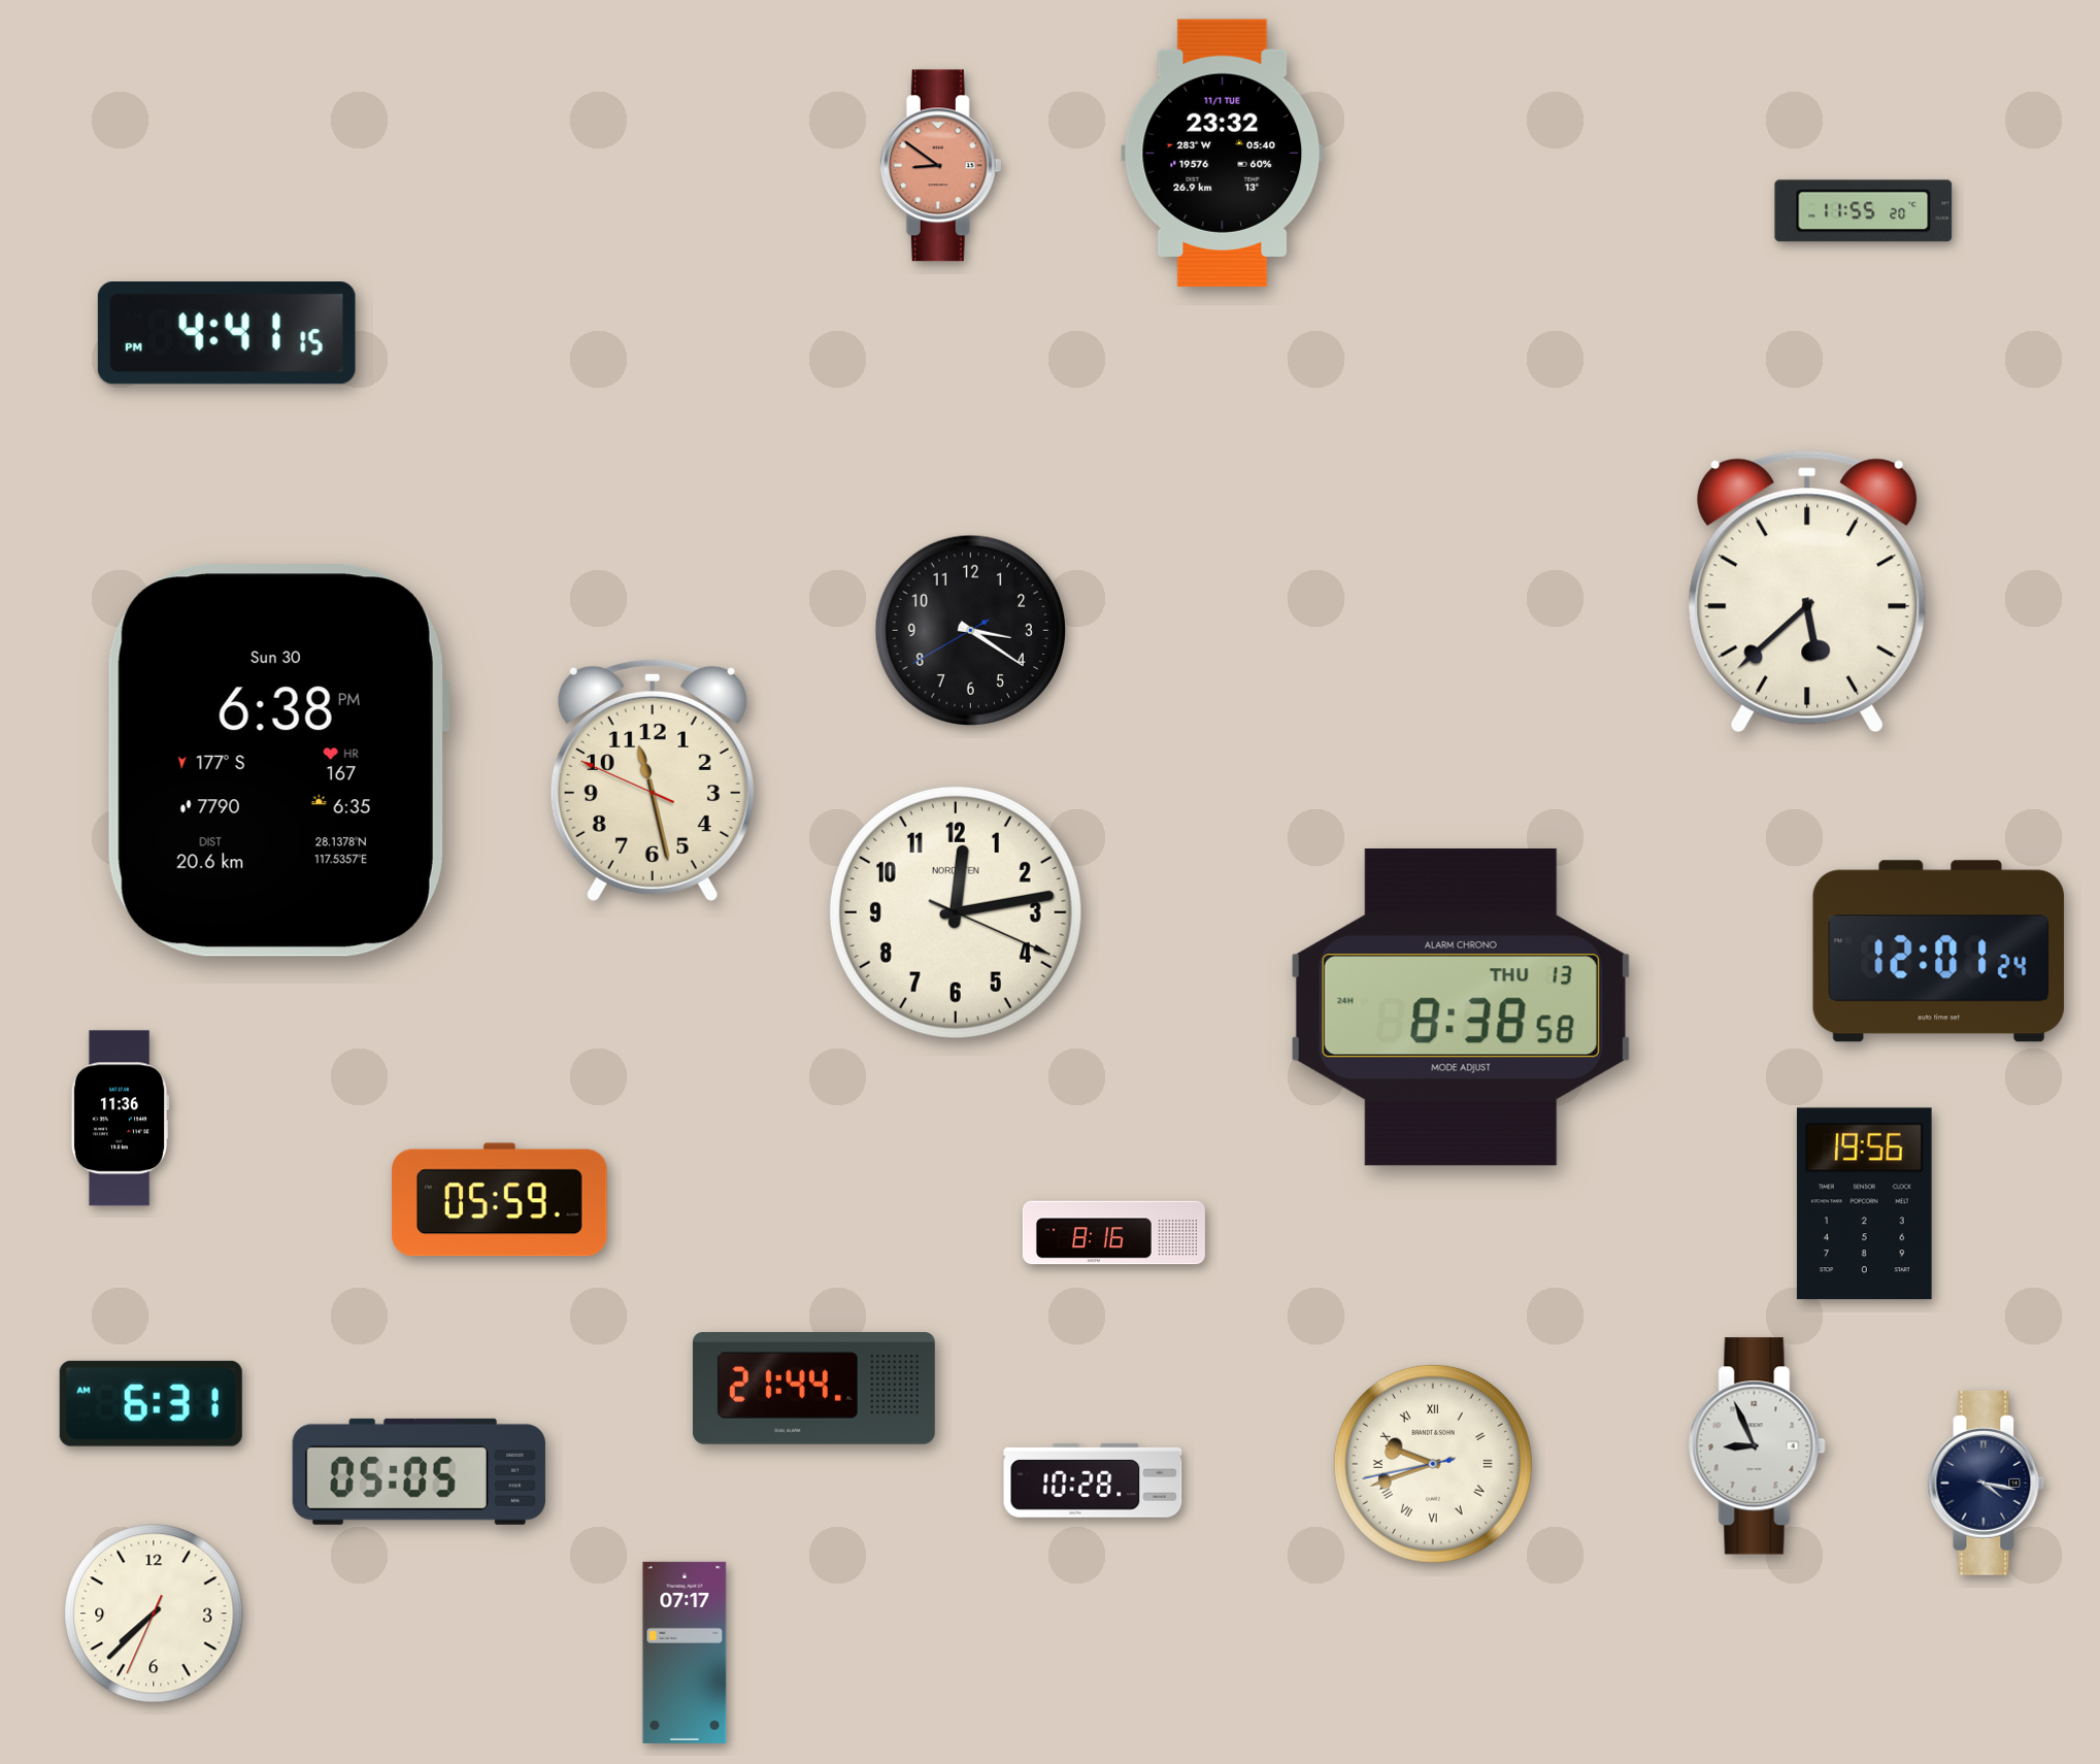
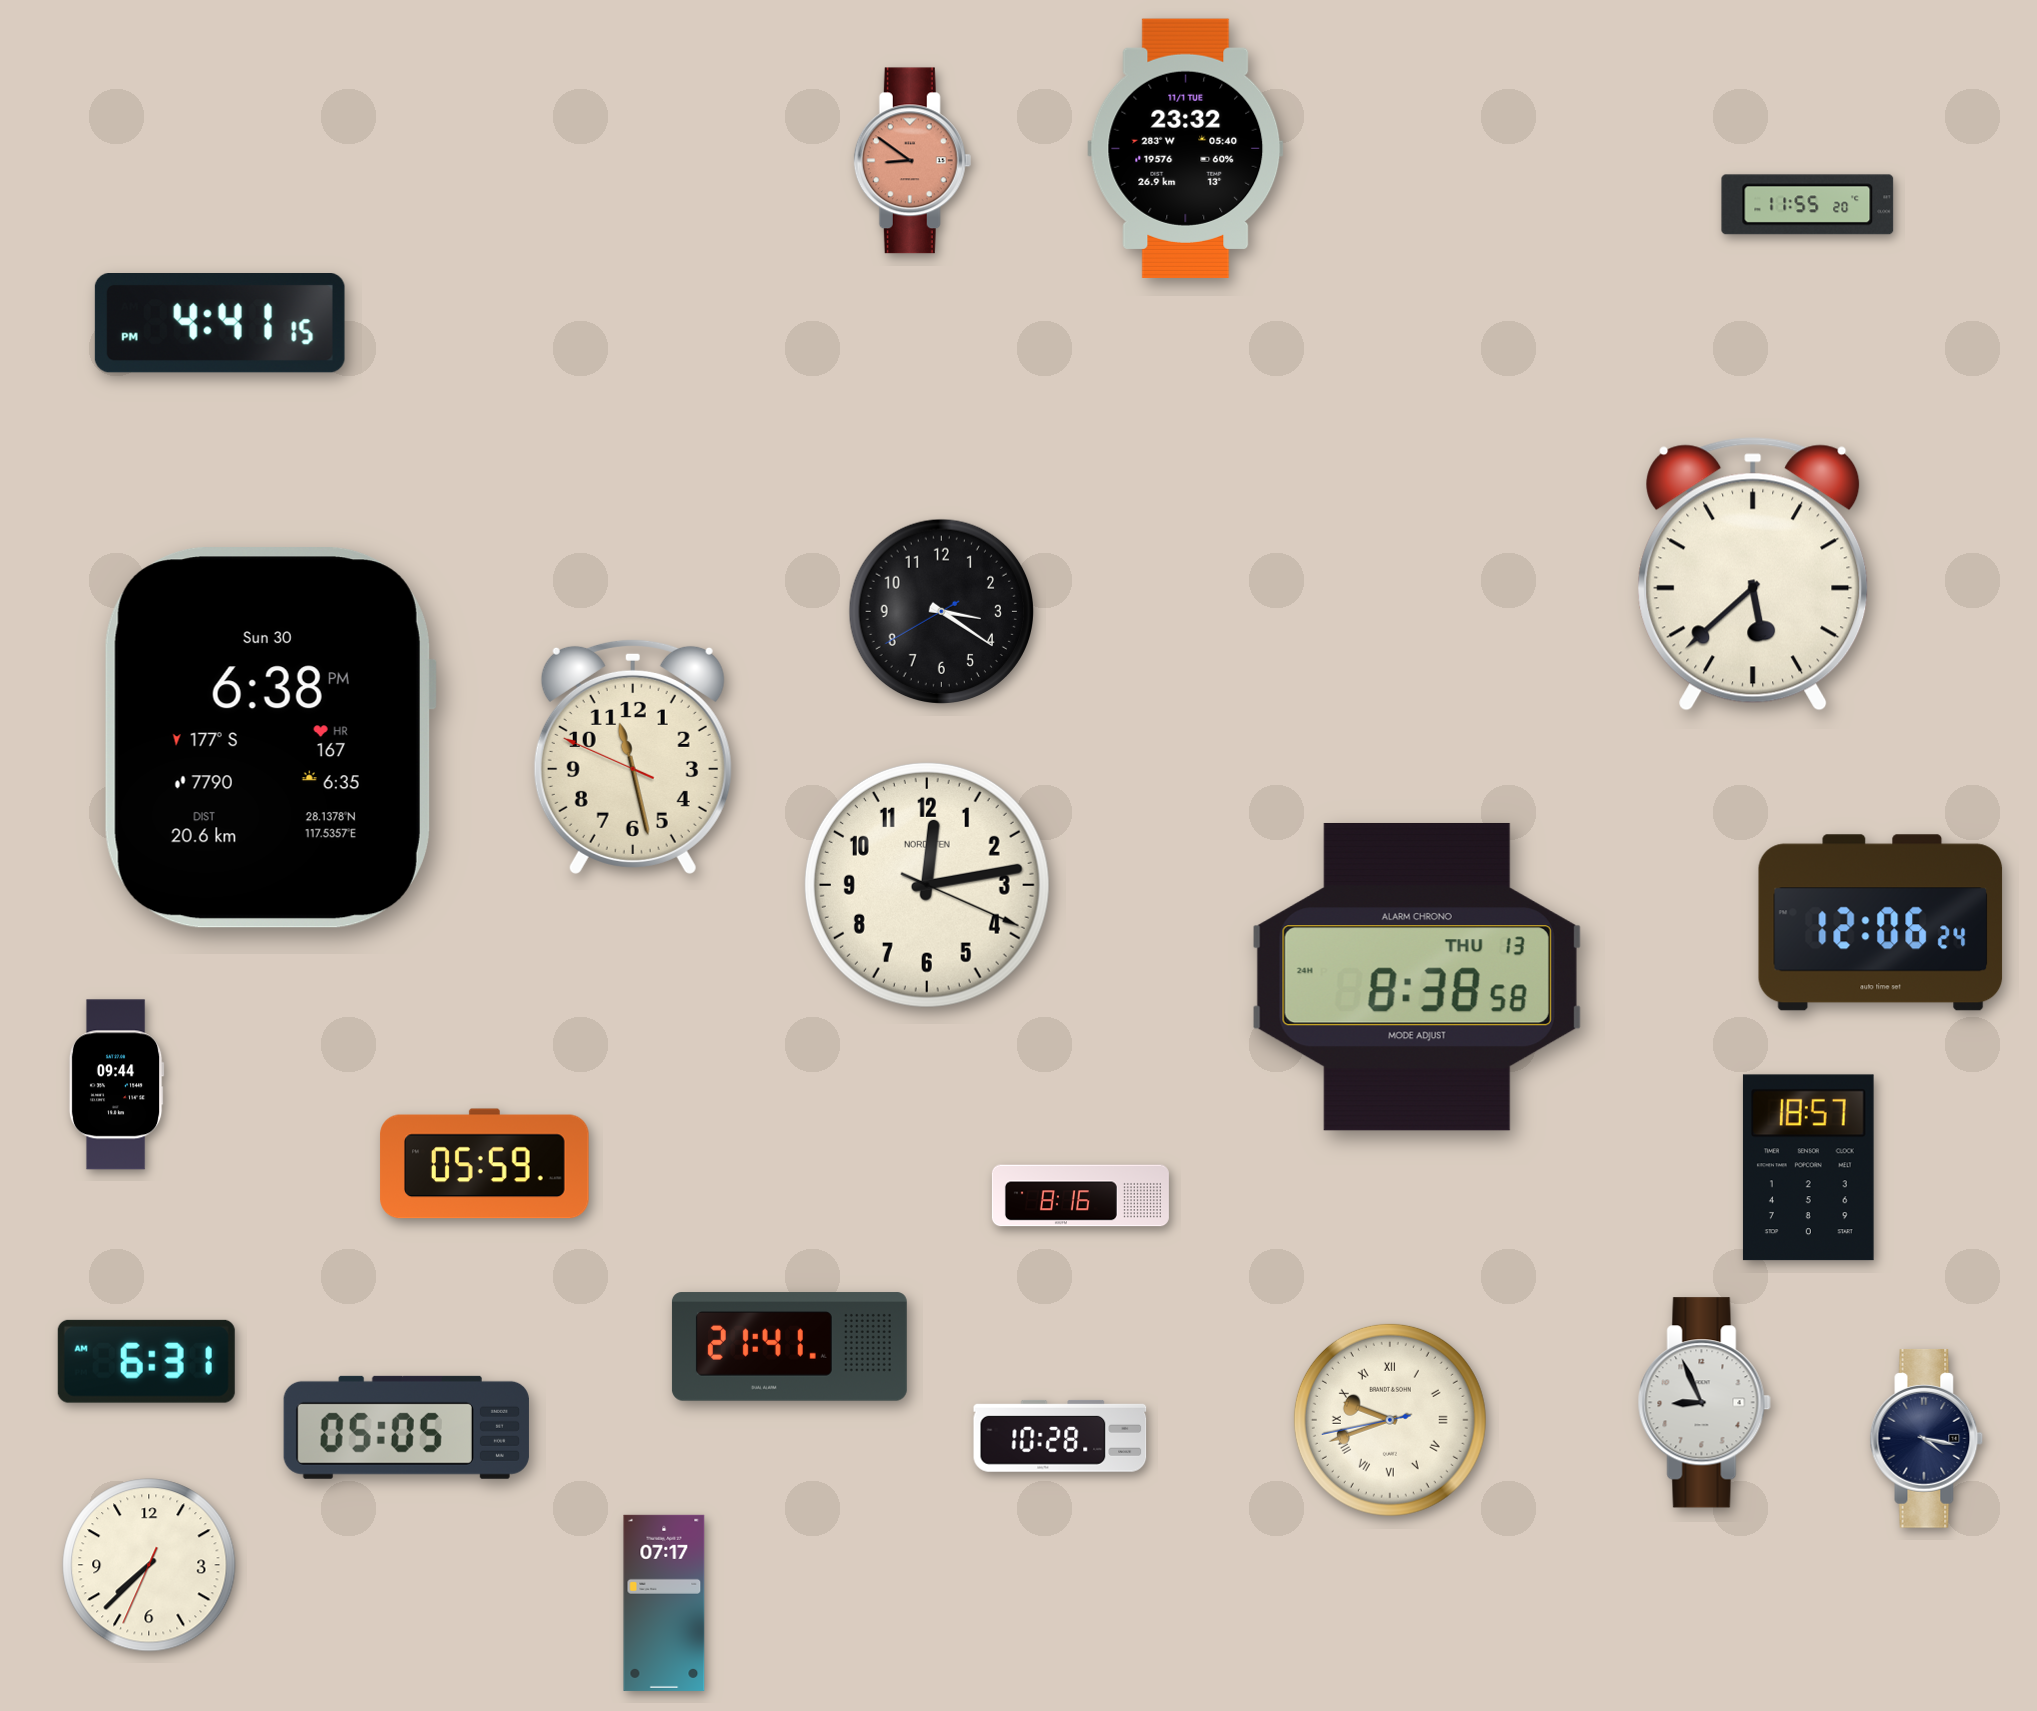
clock at (1939, 952): 12:01 -> 12:06
clock at (120, 1119): 11:36 -> 09:44
clock at (1864, 1204): 19:56 -> 18:57
clock at (813, 1389): 21:44 -> 21:41
